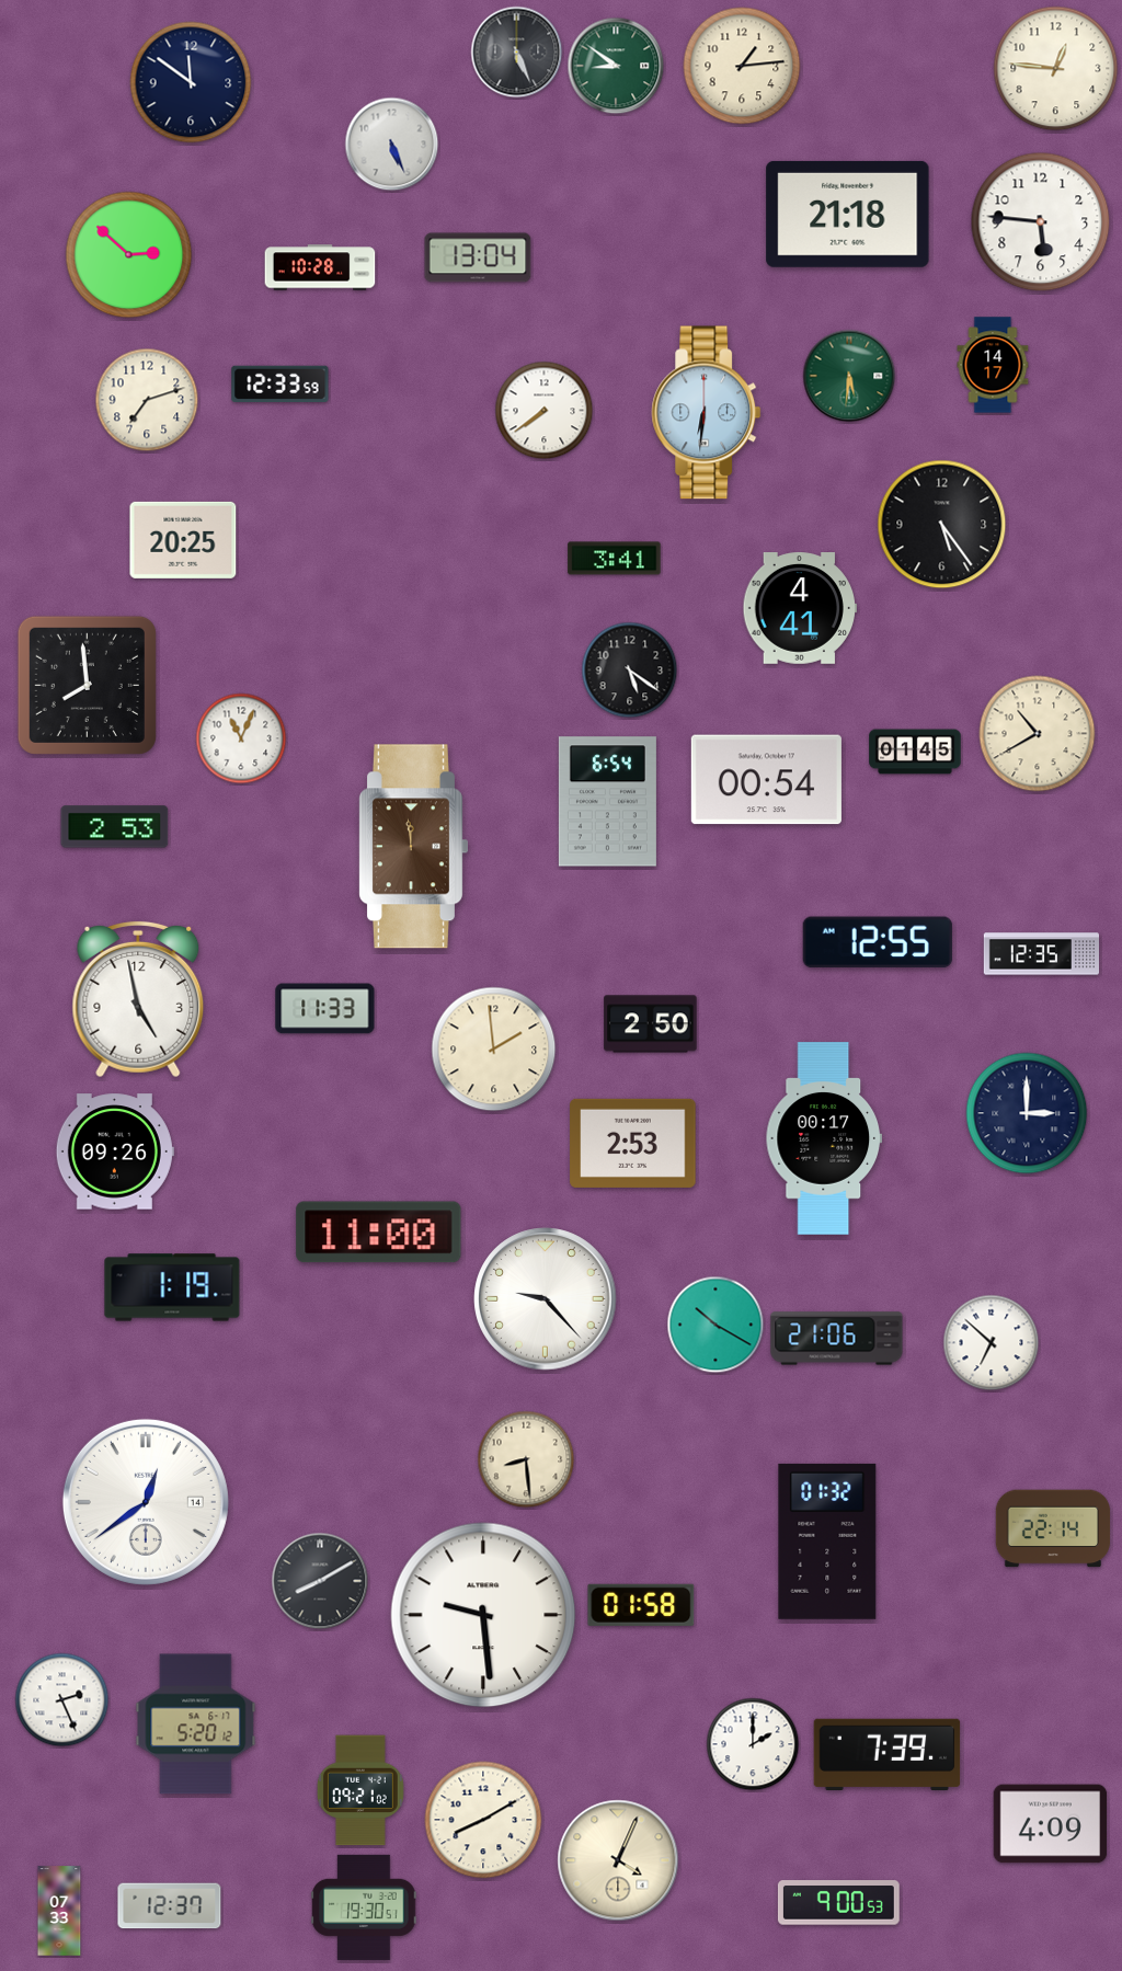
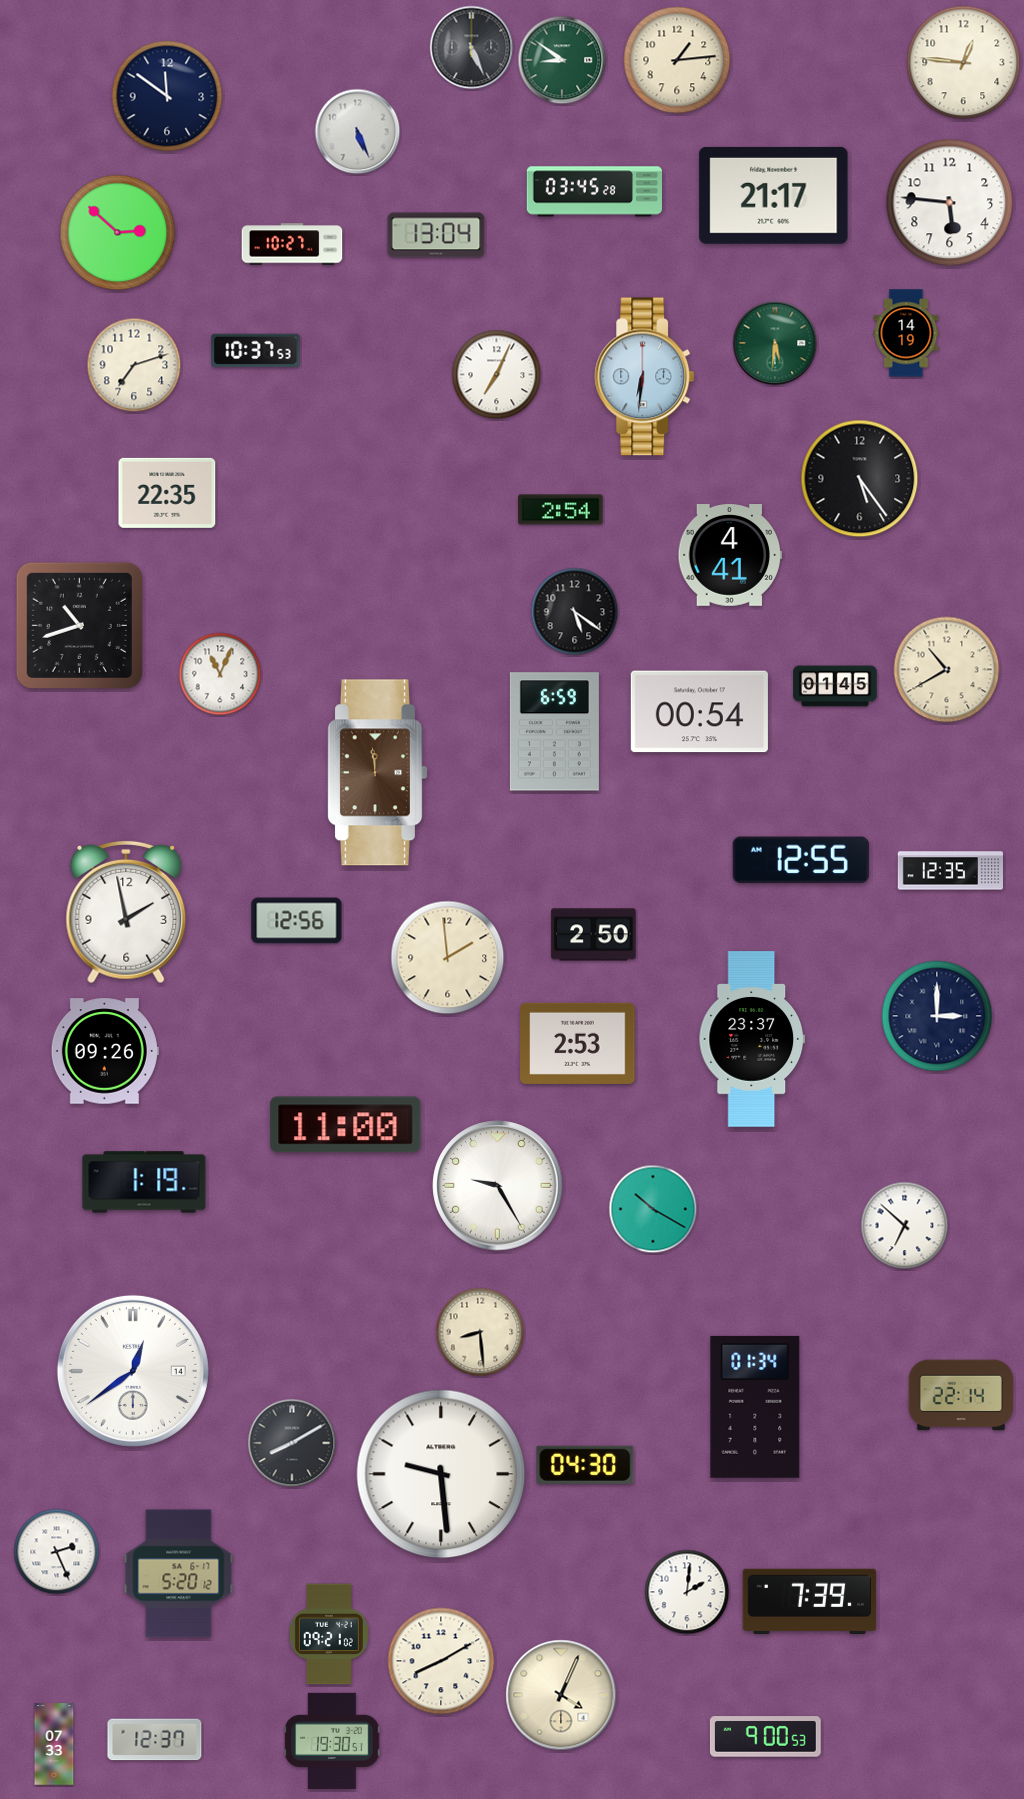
clock at (191, 82) position: (191, 82) -> (167, 96)
clock at (594, 192): none -> 03:45
clock at (848, 214): 21:18 -> 21:17
clock at (320, 267): 10:28 -> 10:27
clock at (993, 365): 14:17 -> 14:19
clock at (280, 385): 12:33 -> 10:37
clock at (545, 411): 7:39 -> 7:04
clock at (183, 540): 20:25 -> 22:35
clock at (615, 559): 3:41 -> 2:54
clock at (87, 685): 7:59 -> 10:42
clock at (607, 802): 6:54 -> 6:59
clock at (115, 827): 2:53 -> none
clock at (138, 999): 4:58 -> 1:58
clock at (325, 1009): 11:33 -> 12:56
clock at (494, 1050) position: (494, 1050) -> (448, 958)
clock at (823, 1138): 00:17 -> 23:37
clock at (172, 1287) position: (172, 1287) -> (144, 1182)
clock at (546, 1299): 9:23 -> 9:25
clock at (837, 1339): 21:06 -> none
clock at (827, 1542): 01:32 -> 01:34
clock at (641, 1605): 01:58 -> 04:30
clock at (753, 1744): 2:00 -> 2:01
clock at (1051, 1824): 4:09 -> none
clock at (618, 1860) position: (618, 1860) -> (561, 1695)
